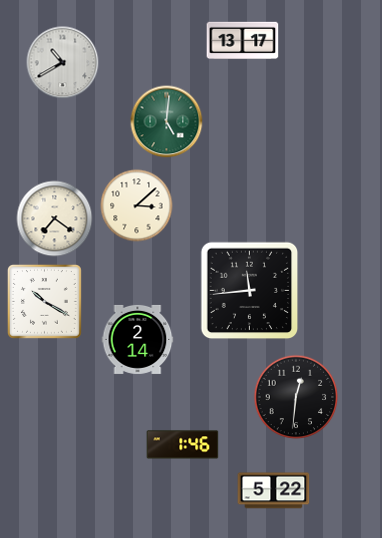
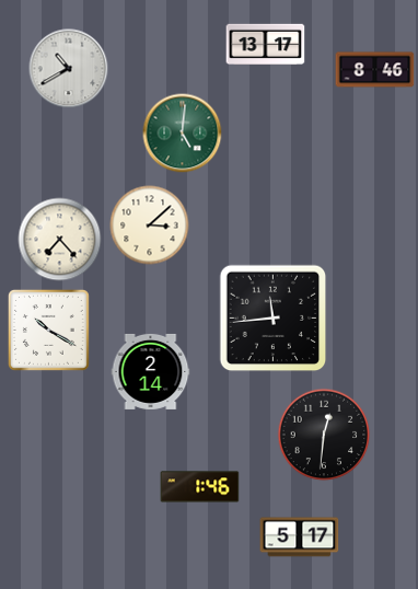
clock at (375, 70): none -> 8:46
clock at (55, 219): 7:21 -> 7:23
clock at (274, 491): 5:22 -> 5:17
